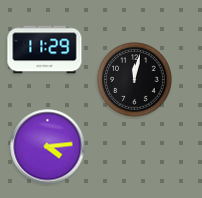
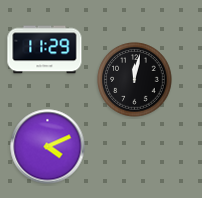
clock at (48, 147): 4:14 -> 4:11
